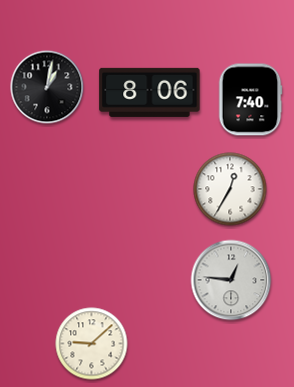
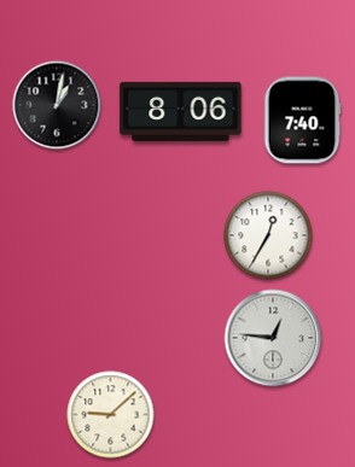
clock at (230, 189) position: (230, 189) -> (268, 235)
clock at (231, 280) position: (231, 280) -> (273, 338)
